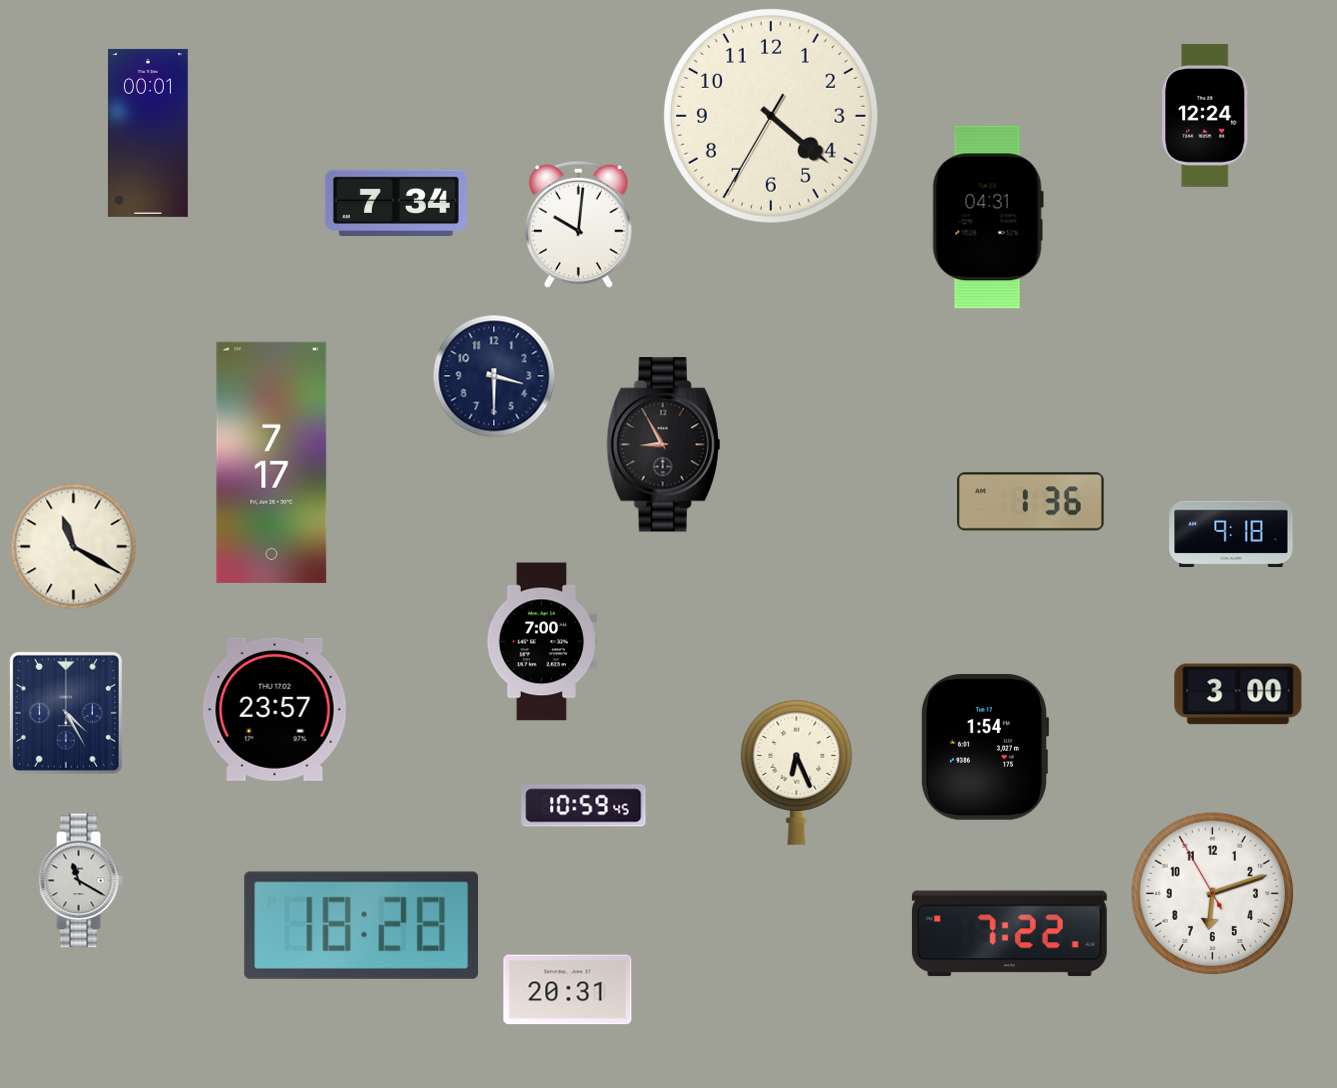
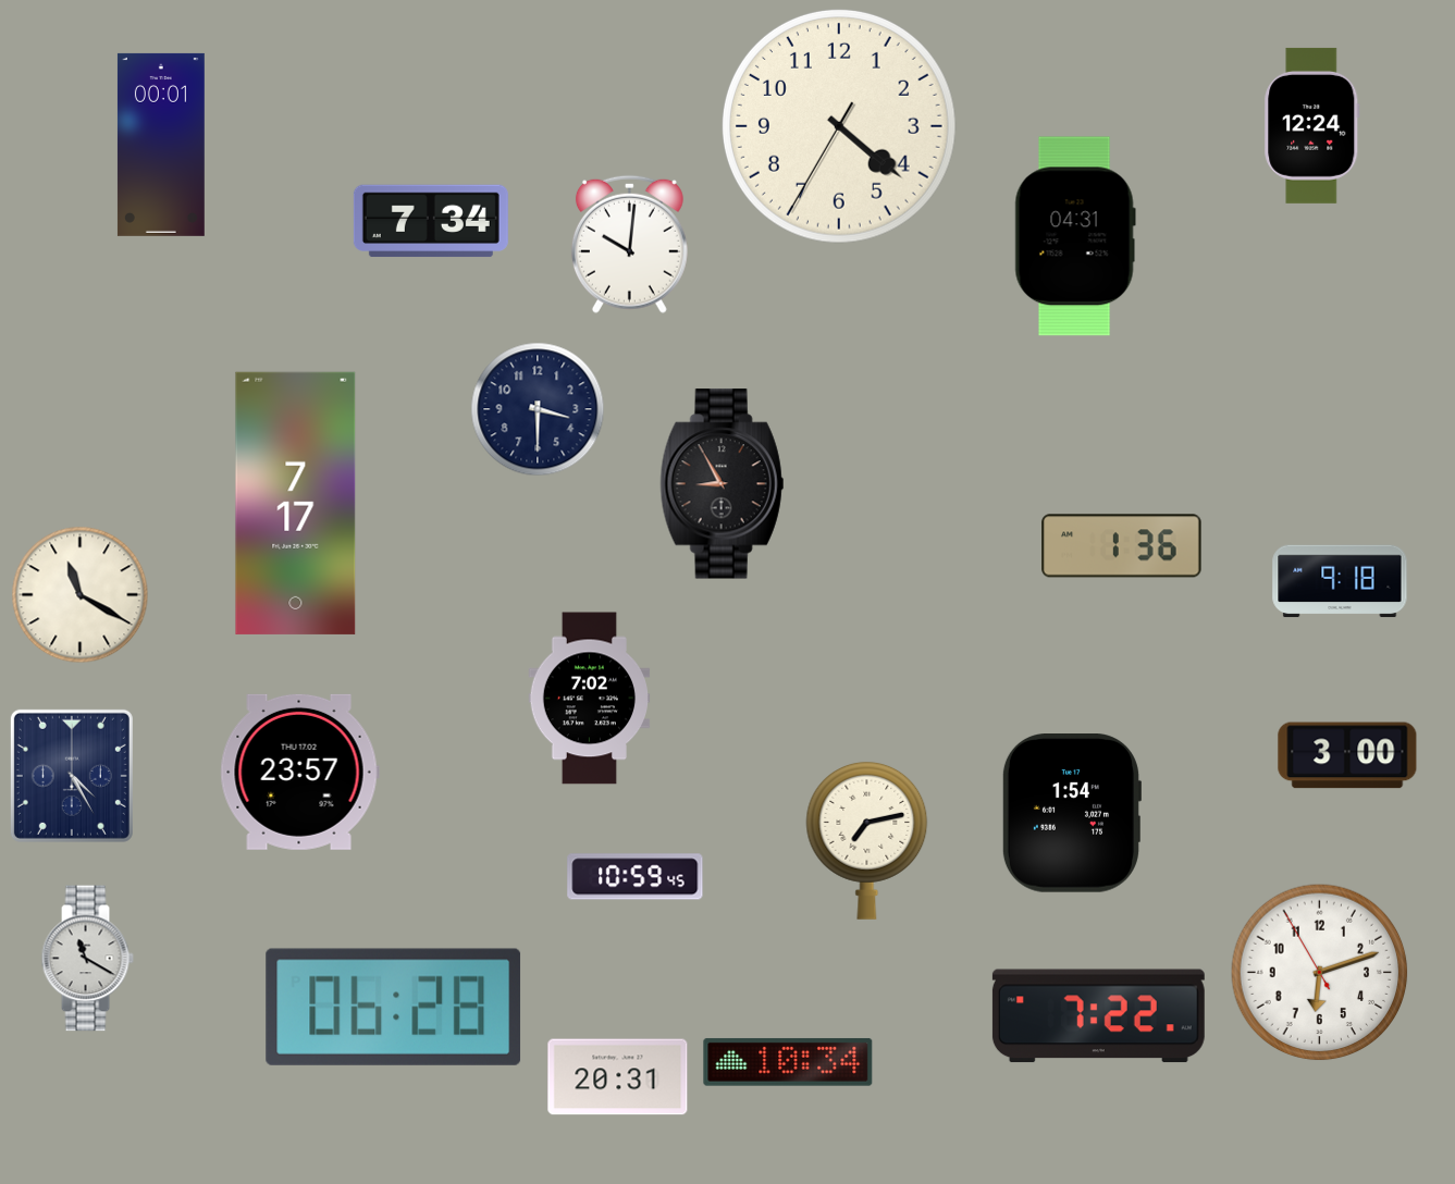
clock at (542, 642): 7:00 -> 7:02
clock at (797, 772): 6:26 -> 7:13
clock at (362, 925): 18:28 -> 06:28
clock at (788, 1062): none -> 10:34
